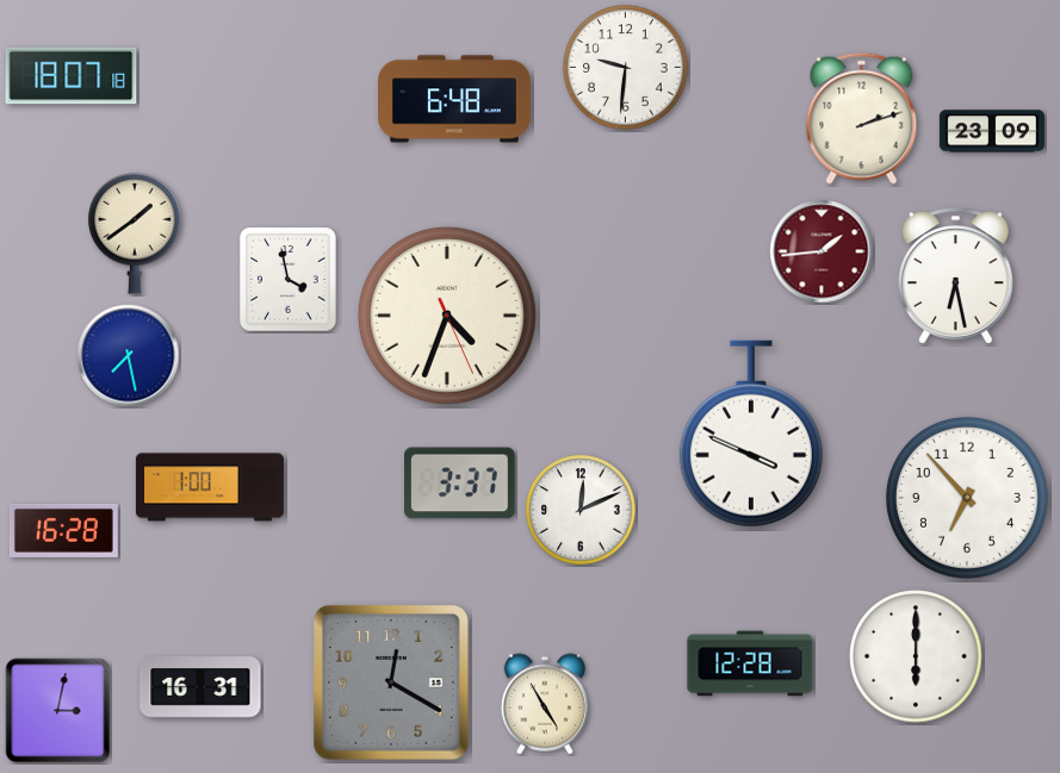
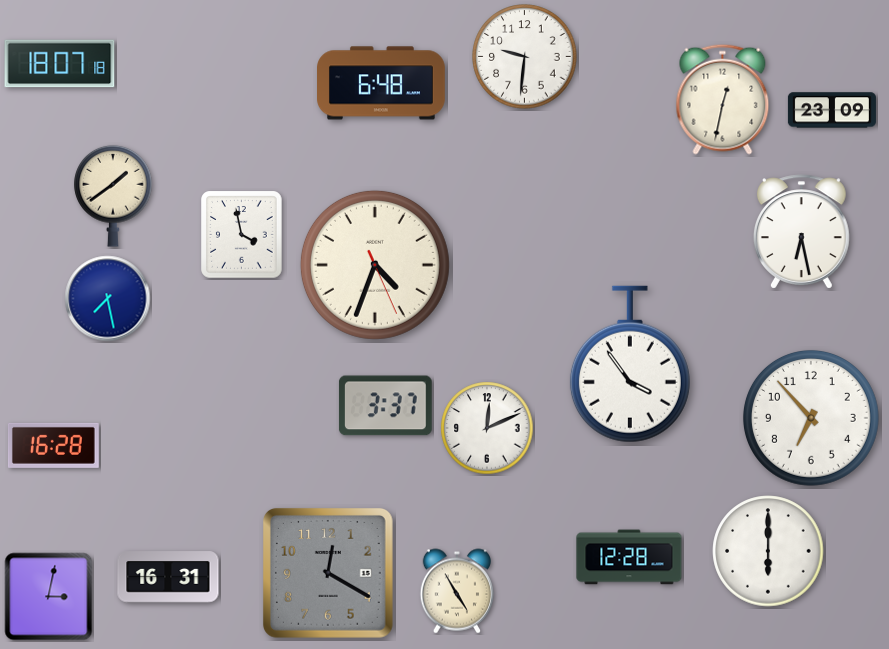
clock at (862, 118): 2:12 -> 12:32
clock at (822, 251): 1:44 -> none
clock at (751, 434): 3:49 -> 3:54
clock at (210, 487): 1:00 -> none
